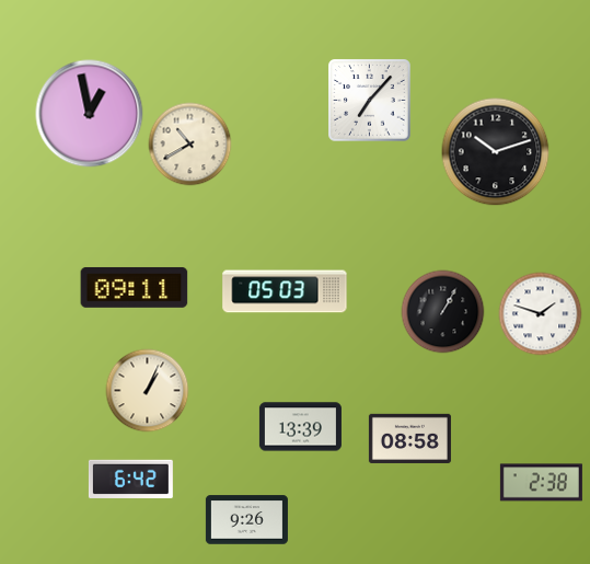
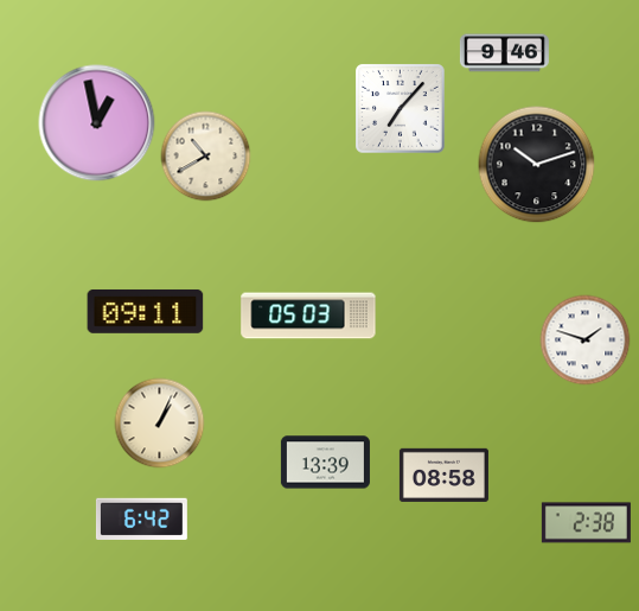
clock at (504, 53): none -> 9:46
clock at (443, 312): 1:05 -> none
clock at (246, 520): 9:26 -> none
